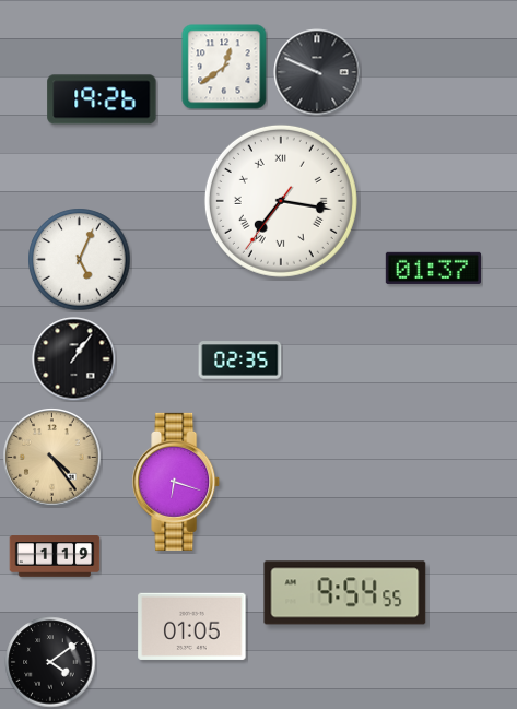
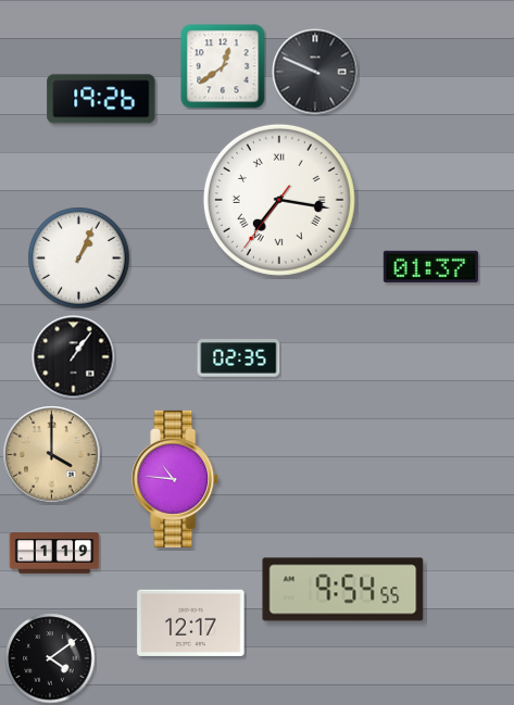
clock at (80, 260): 5:04 -> 1:04
clock at (52, 458): 4:24 -> 4:00
clock at (177, 482): 6:18 -> 10:46
clock at (192, 626): 01:05 -> 12:17
